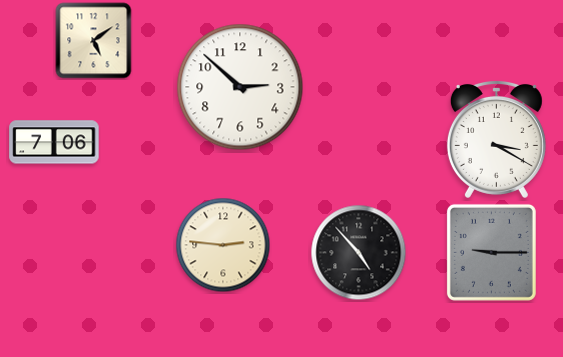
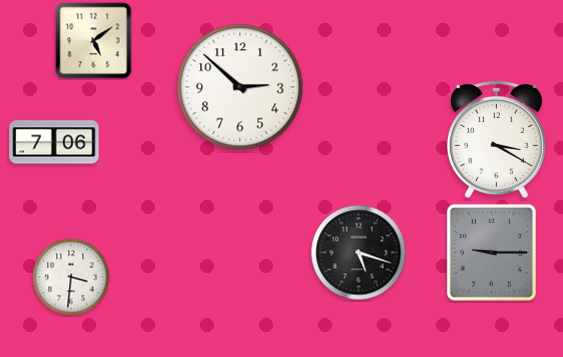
clock at (223, 245): 2:46 -> none
clock at (359, 253): 4:53 -> 5:18
clock at (71, 277): none -> 3:31
